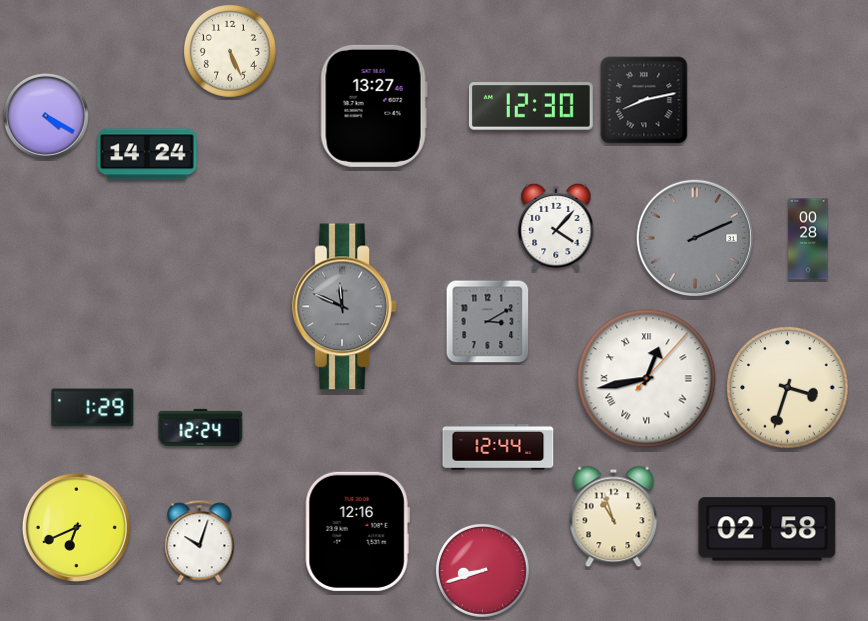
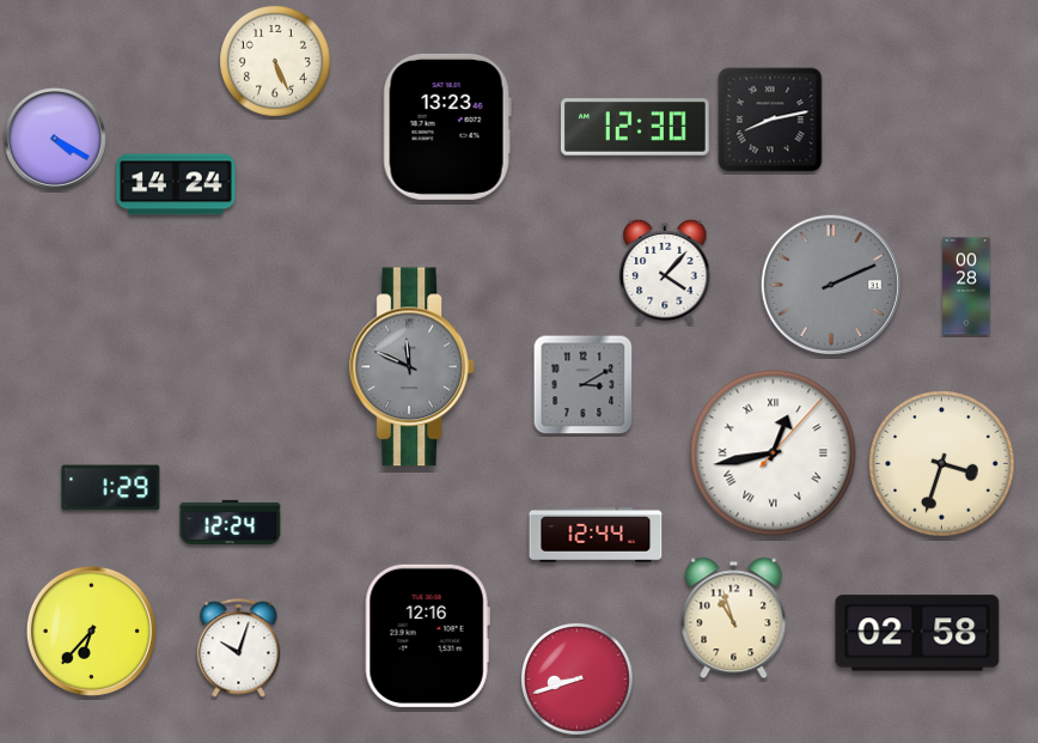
clock at (374, 106): 13:27 -> 13:23
clock at (201, 427) position: (201, 427) -> (231, 522)
clock at (76, 527): 6:41 -> 6:37
clock at (482, 570) position: (482, 570) -> (576, 678)
